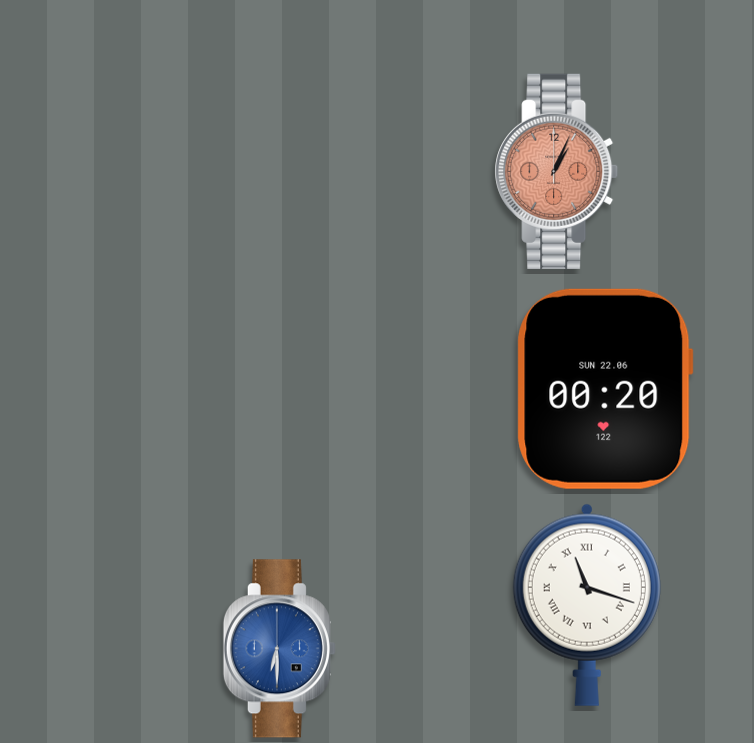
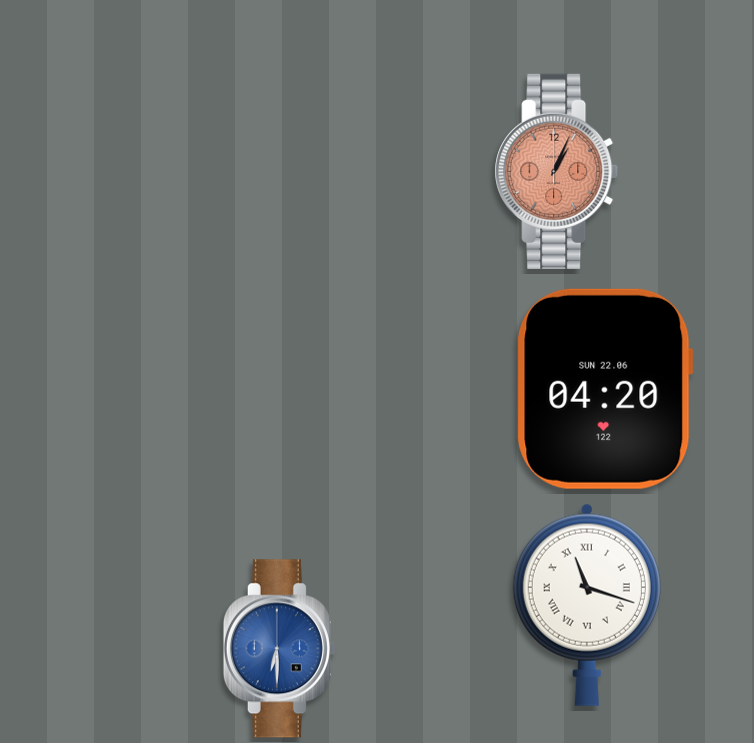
clock at (605, 389): 00:20 -> 04:20
